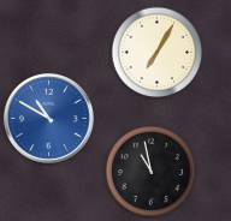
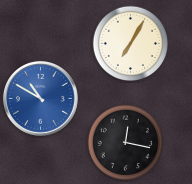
clock at (152, 172): 10:58 -> 12:17
